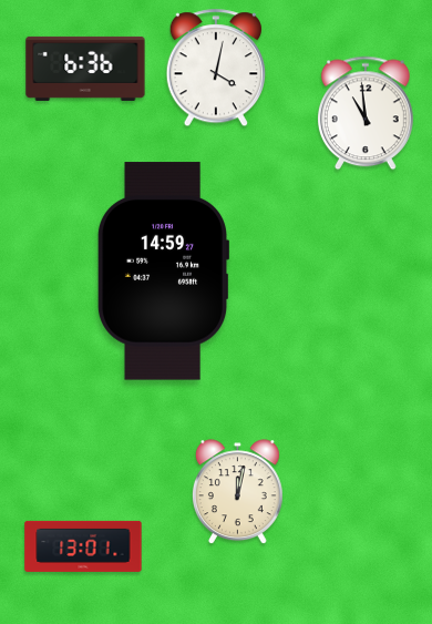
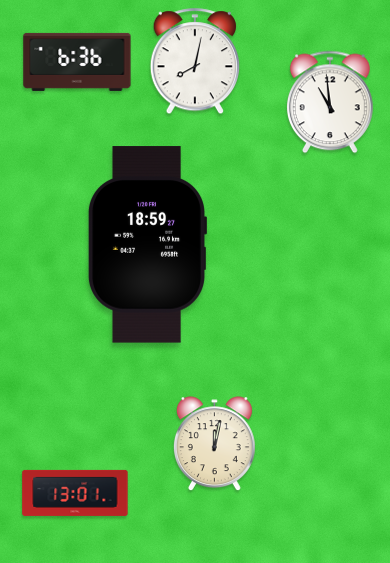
clock at (215, 69): 4:02 -> 8:02
clock at (162, 272): 14:59 -> 18:59
